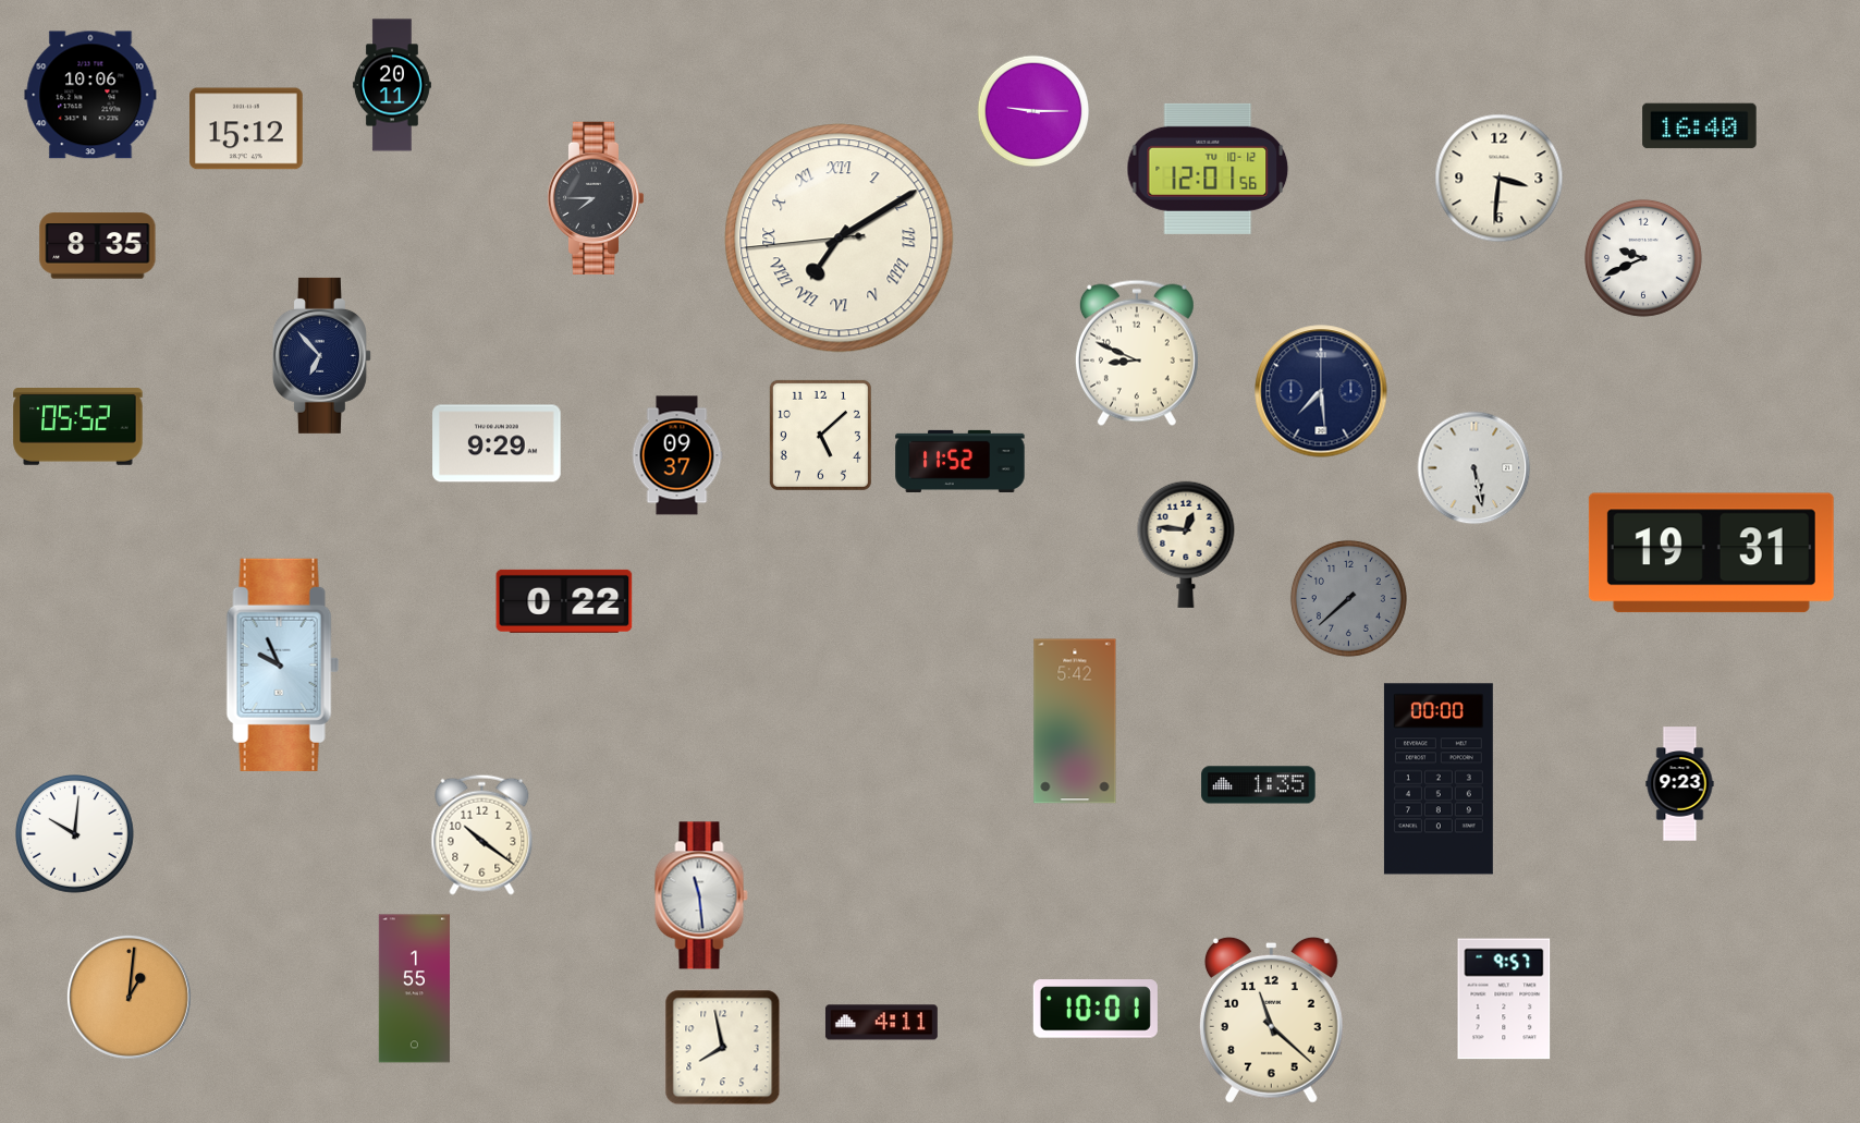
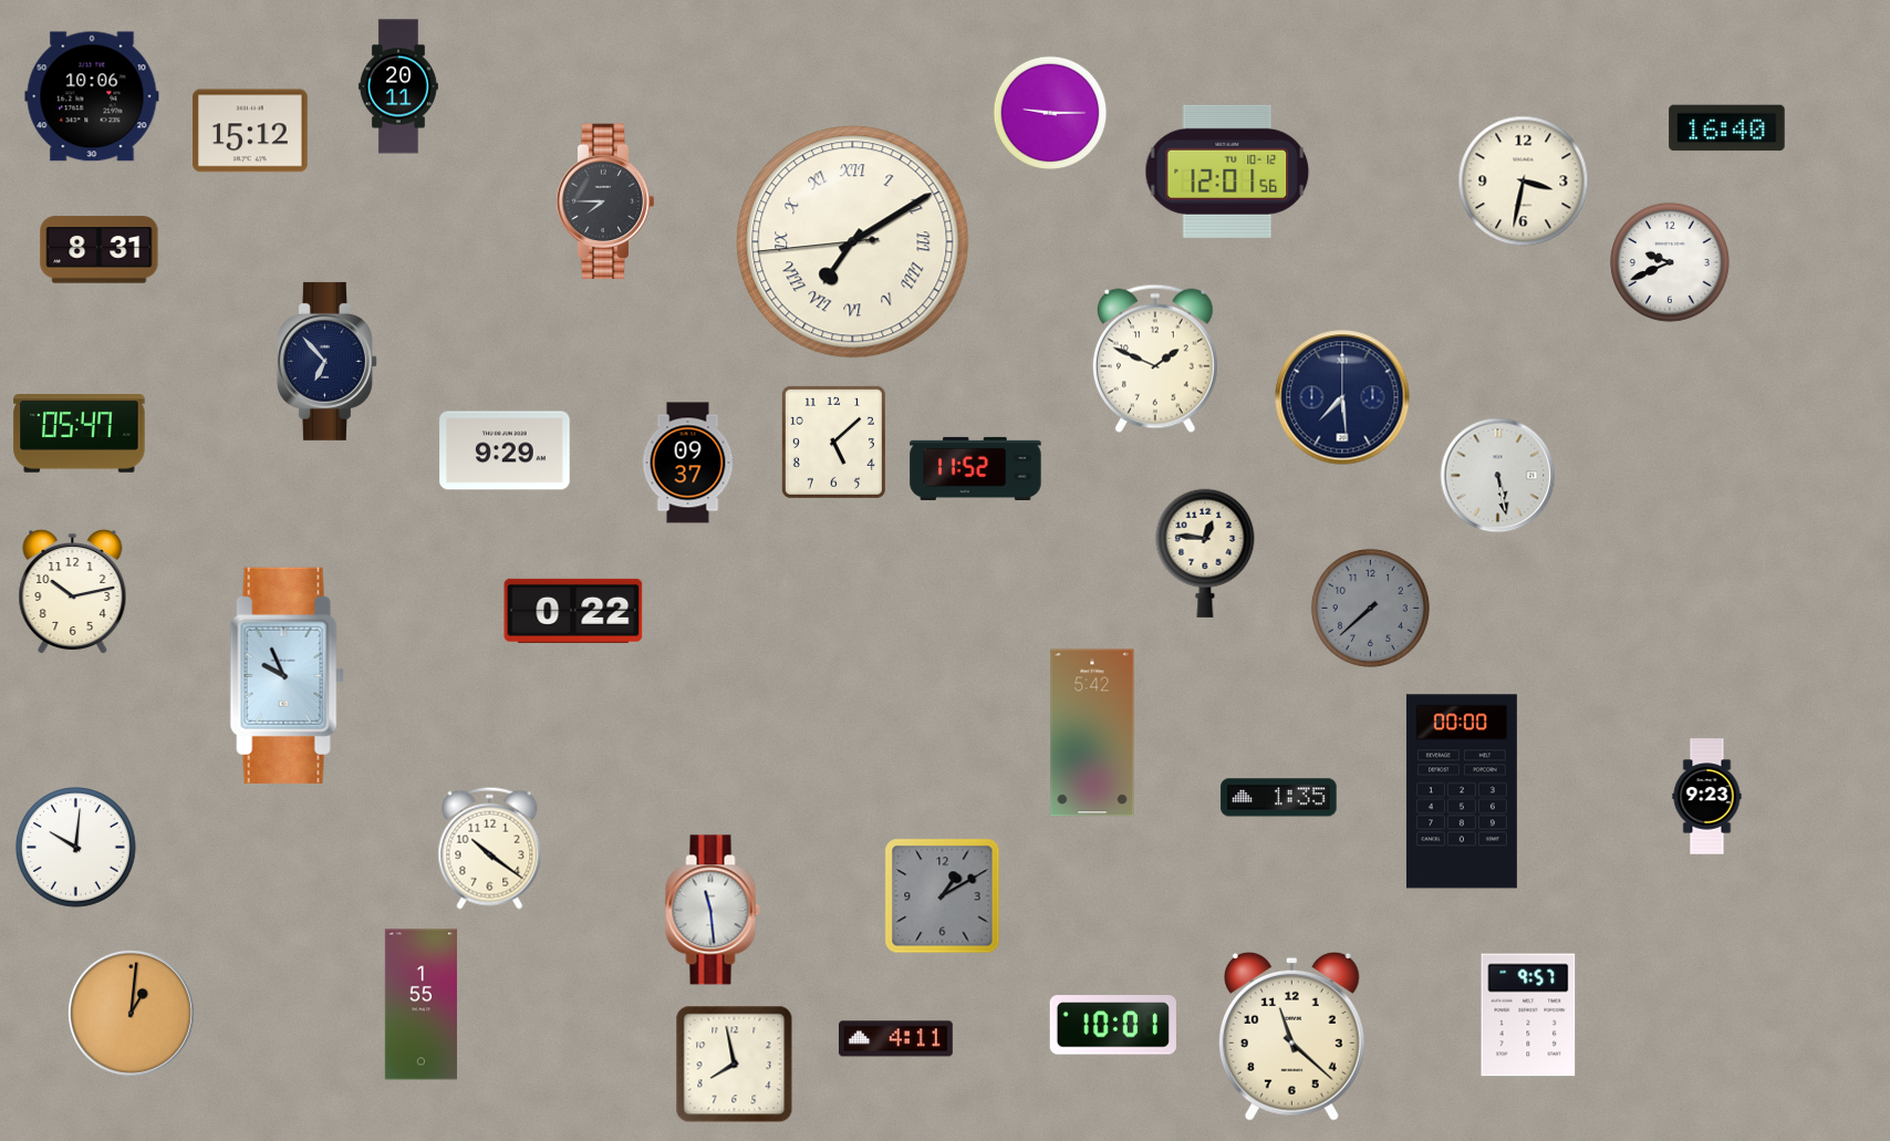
clock at (1500, 179): 3:31 -> 3:32
clock at (98, 246): 8:35 -> 8:31
clock at (1137, 353): 8:49 -> 1:49
clock at (78, 427): 05:52 -> 05:47
clock at (1711, 553): 19:31 -> none
clock at (73, 591): none -> 10:13
clock at (943, 896): none -> 1:10
